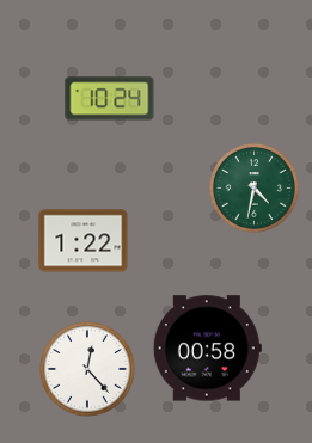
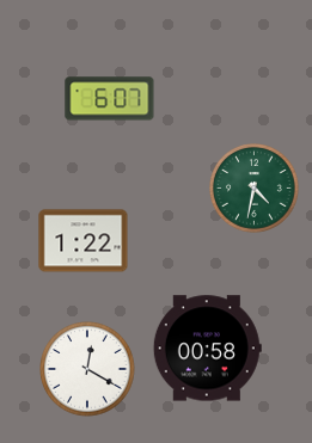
clock at (110, 99): 10:24 -> 6:07
clock at (87, 369): 12:23 -> 12:20
